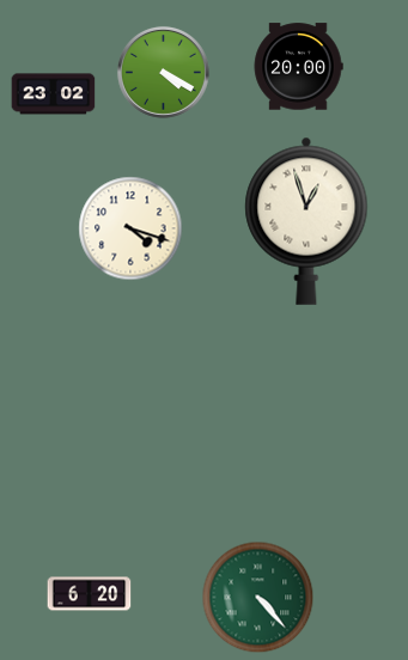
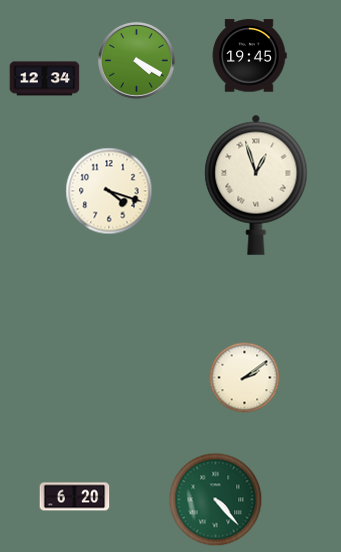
clock at (298, 67): 20:00 -> 19:45
clock at (54, 94): 23:02 -> 12:34
clock at (245, 378): none -> 2:09
